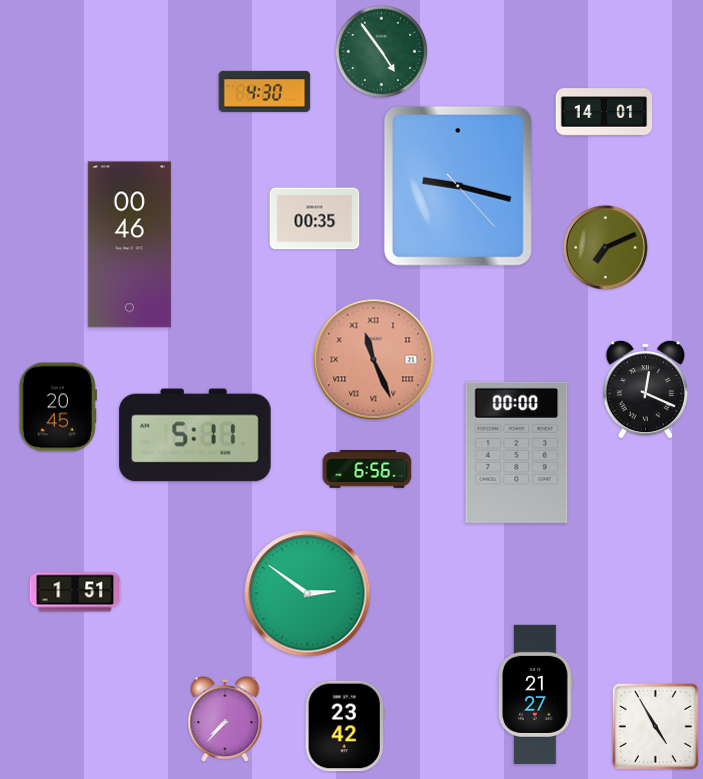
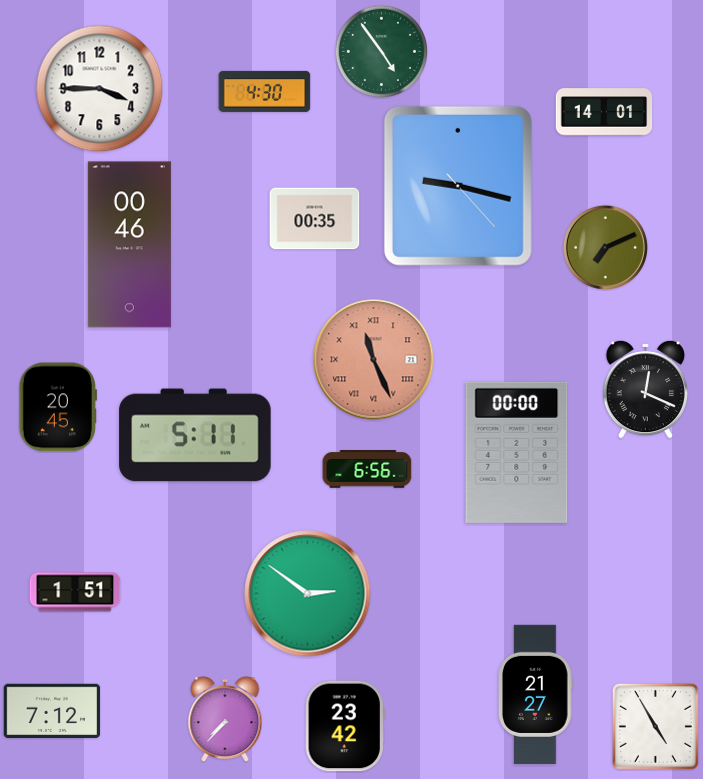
clock at (100, 89): none -> 3:45
clock at (52, 710): none -> 7:12
